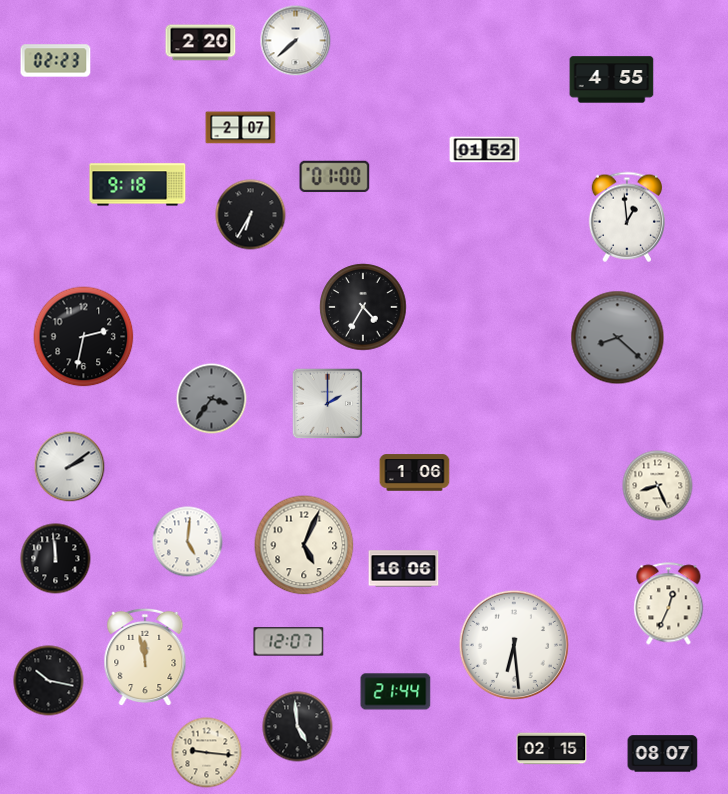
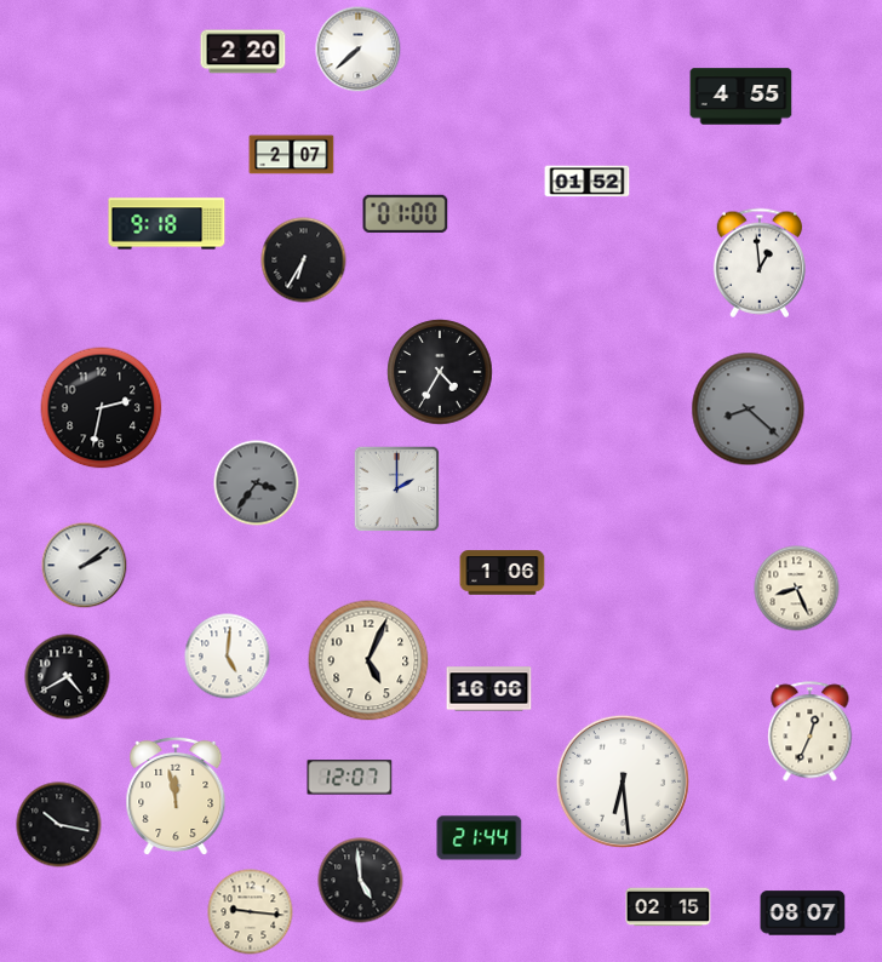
clock at (56, 61): 02:23 -> none
clock at (56, 559): 11:59 -> 4:40
